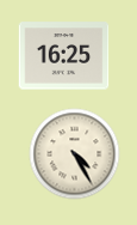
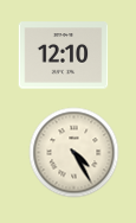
clock at (64, 56): 16:25 -> 12:10
